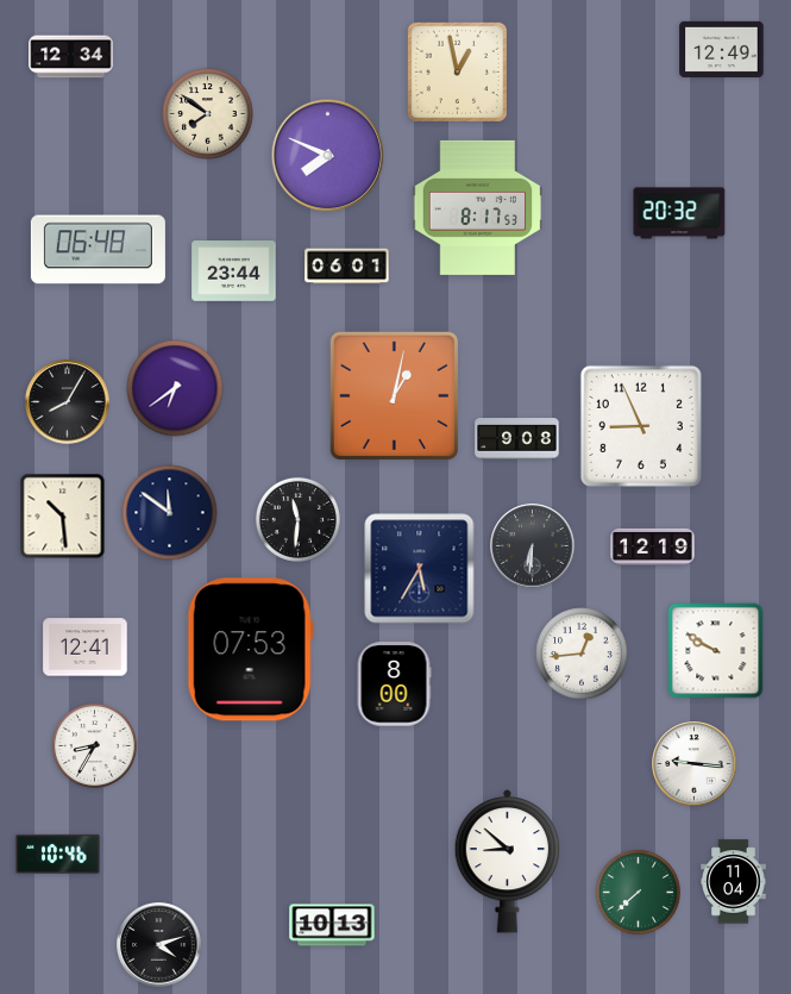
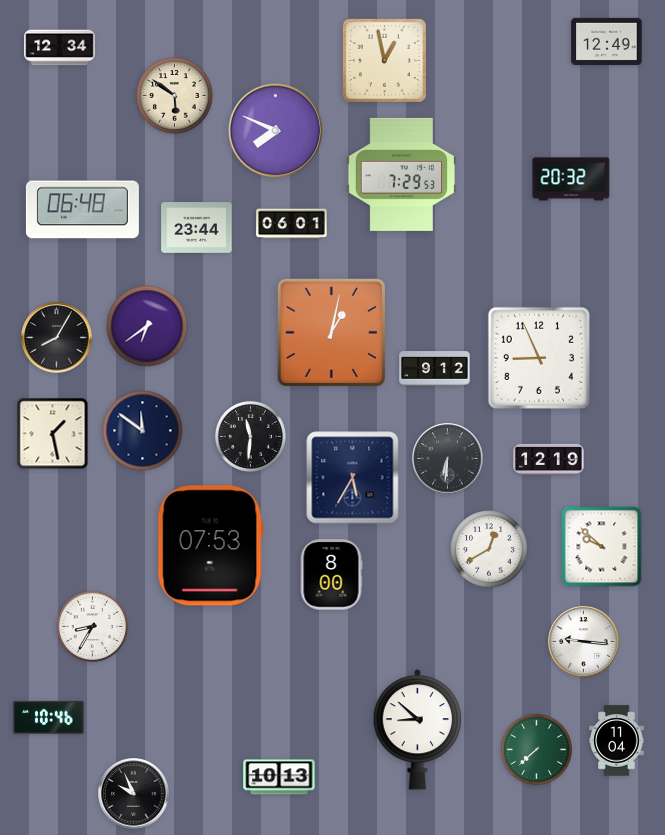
clock at (208, 114): 7:51 -> 5:51
clock at (478, 207): 8:17 -> 7:29
clock at (517, 439): 9:08 -> 9:12
clock at (63, 517): 10:29 -> 1:28
clock at (86, 648): 12:41 -> none
clock at (716, 651): 9:50 -> 9:52
clock at (582, 654): 12:44 -> 12:40
clock at (94, 745) position: (94, 745) -> (92, 626)
clock at (508, 861) position: (508, 861) -> (418, 729)
clock at (159, 945): 4:12 -> 9:56
